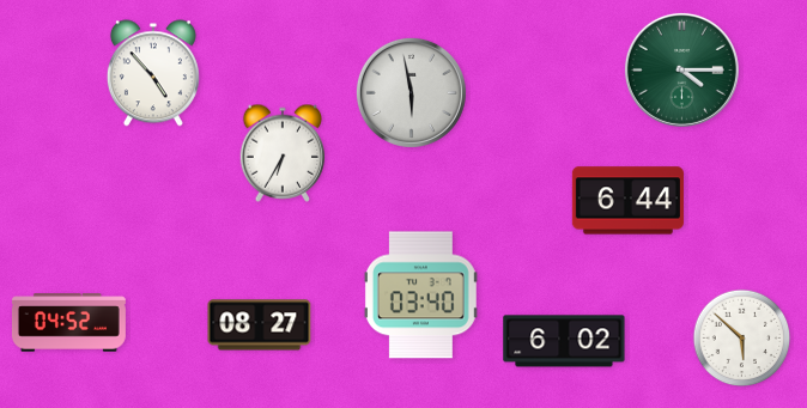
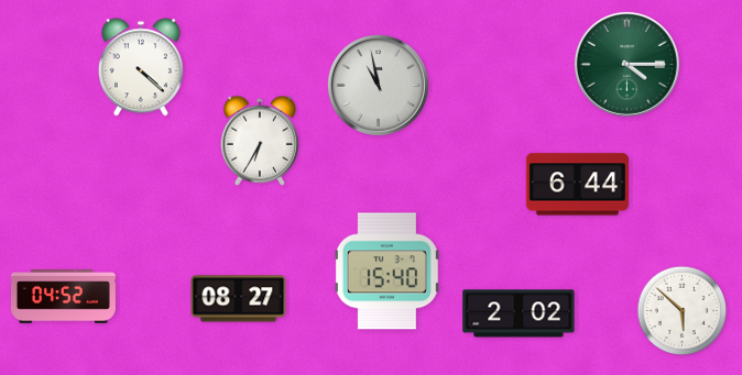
clock at (153, 73): 4:53 -> 4:22
clock at (411, 92): 5:58 -> 10:58
clock at (420, 296): 03:40 -> 15:40
clock at (564, 341): 6:02 -> 2:02
